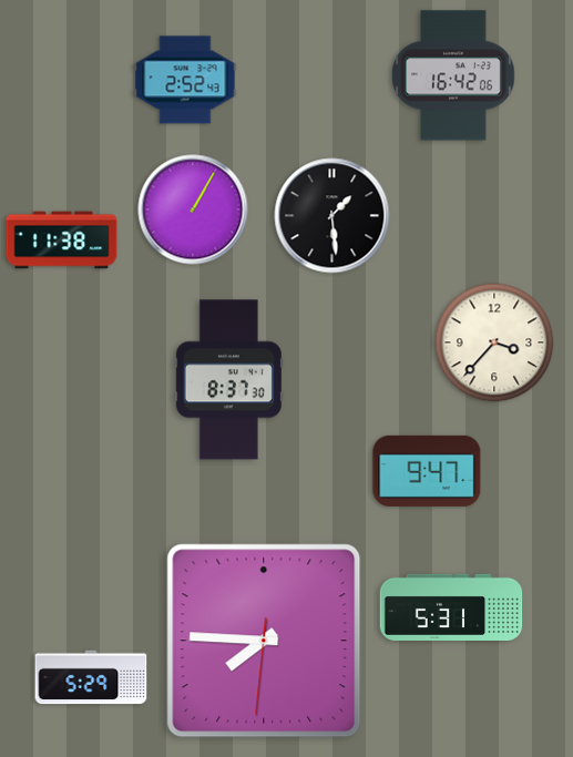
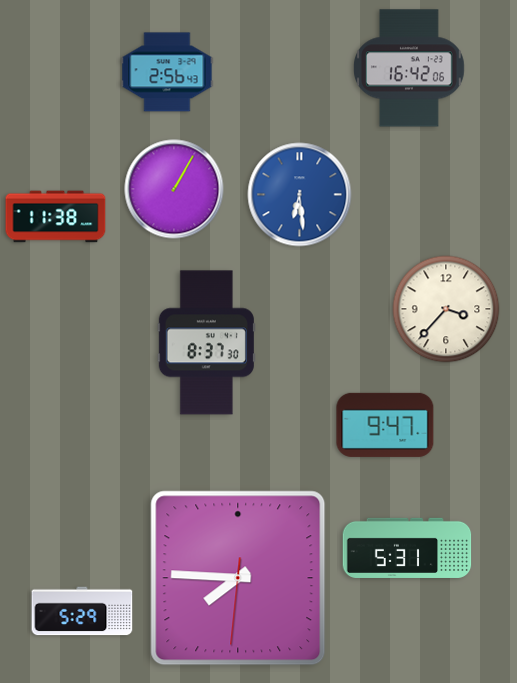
clock at (185, 80): 2:52 -> 2:56
clock at (332, 216): 1:29 -> 6:29
clock at (332, 216) dial: black -> blue
